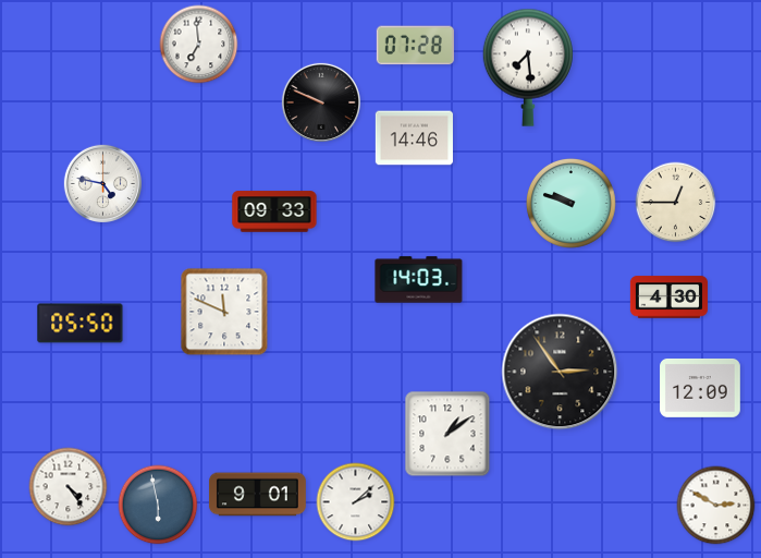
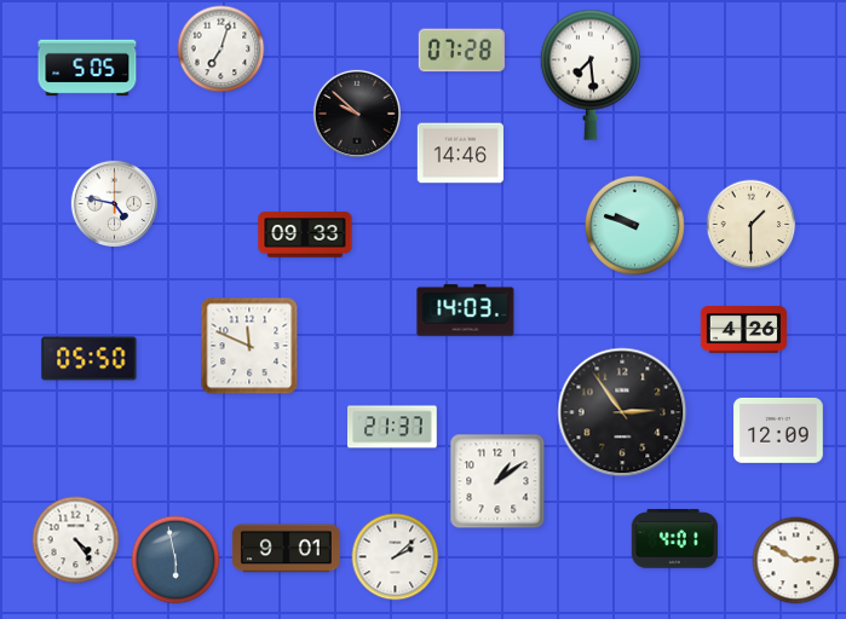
clock at (199, 45): 6:59 -> 7:03
clock at (87, 68): none -> 5:05
clock at (528, 68) position: (528, 68) -> (591, 75)
clock at (321, 102): 9:49 -> 9:52
clock at (676, 203): 12:45 -> 1:30
clock at (668, 298): 4:30 -> 4:26
clock at (393, 427): none -> 21:37
clock at (674, 539): none -> 4:01
